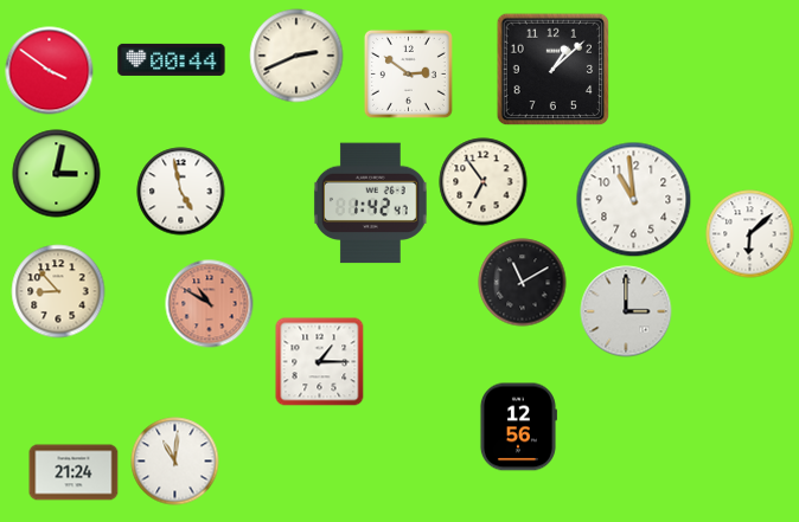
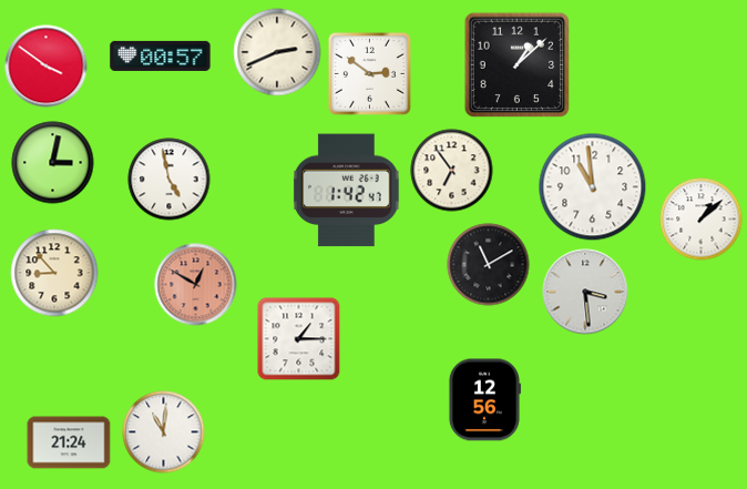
clock at (172, 59): 00:44 -> 00:57
clock at (408, 73) position: (408, 73) -> (369, 73)
clock at (750, 234): 6:08 -> 1:08
clock at (210, 304): 10:50 -> 12:50
clock at (626, 311): 3:00 -> 3:29
